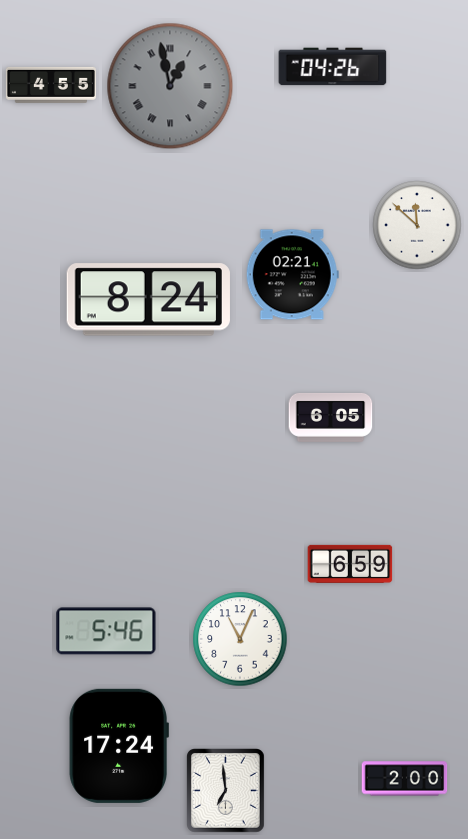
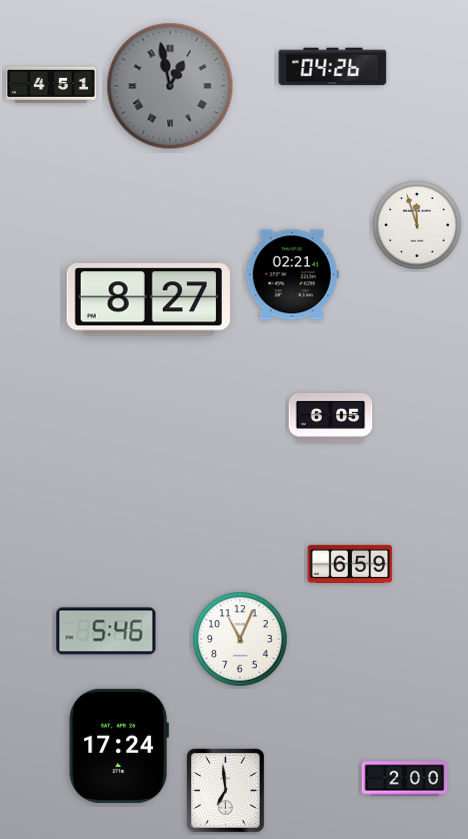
clock at (51, 85): 4:55 -> 4:51
clock at (417, 225): 11:52 -> 11:57
clock at (148, 300): 8:24 -> 8:27
